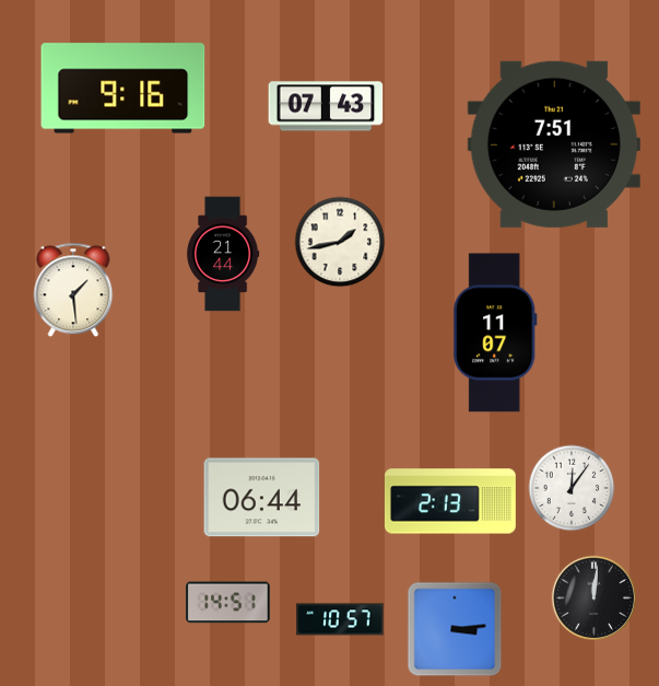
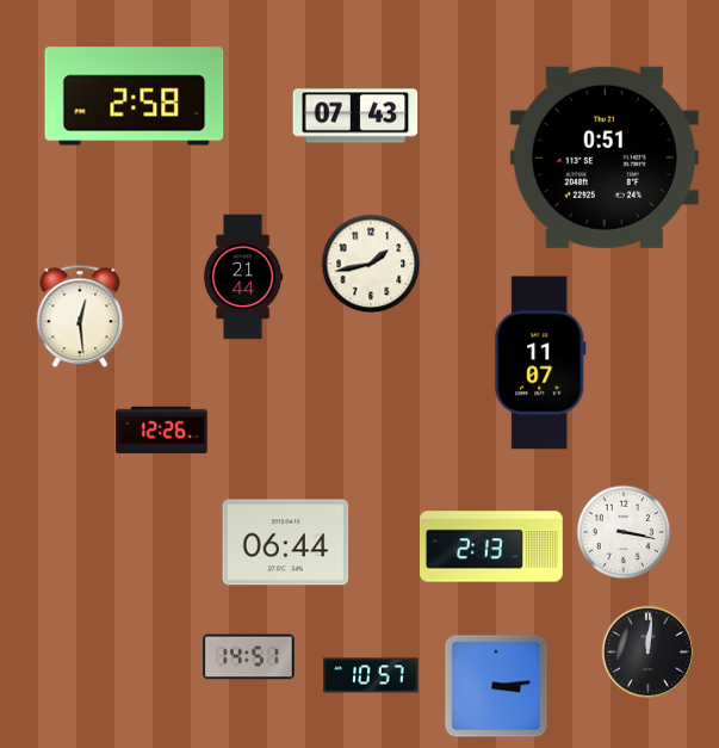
clock at (123, 89): 9:16 -> 2:58
clock at (554, 144): 7:51 -> 0:51
clock at (73, 290): 1:29 -> 12:29
clock at (162, 431): none -> 12:26
clock at (572, 488): 12:06 -> 3:17
